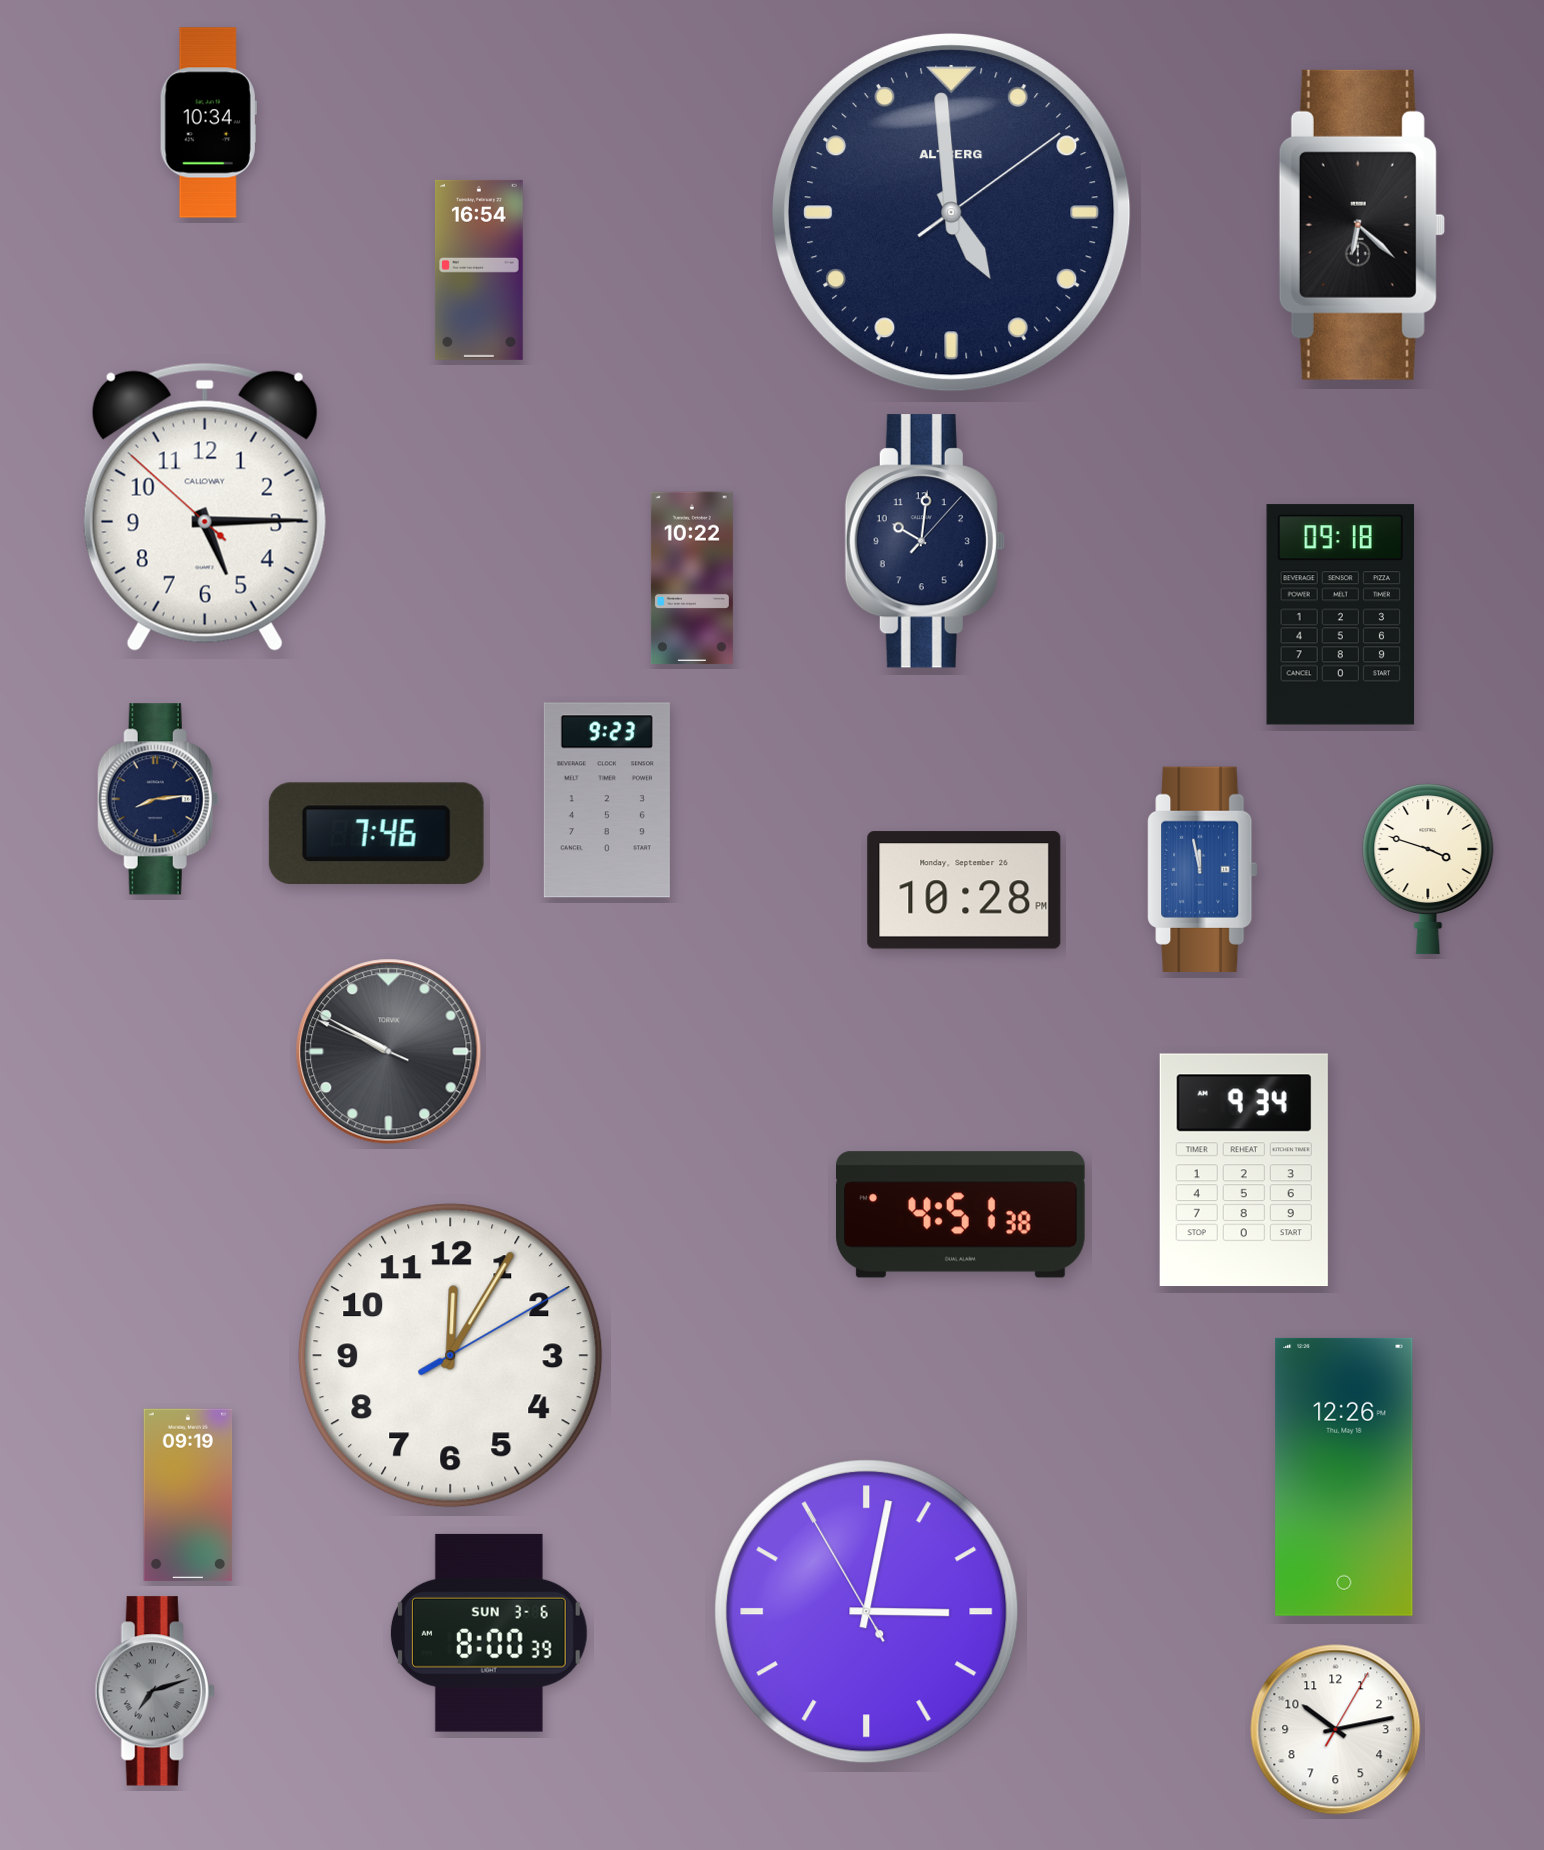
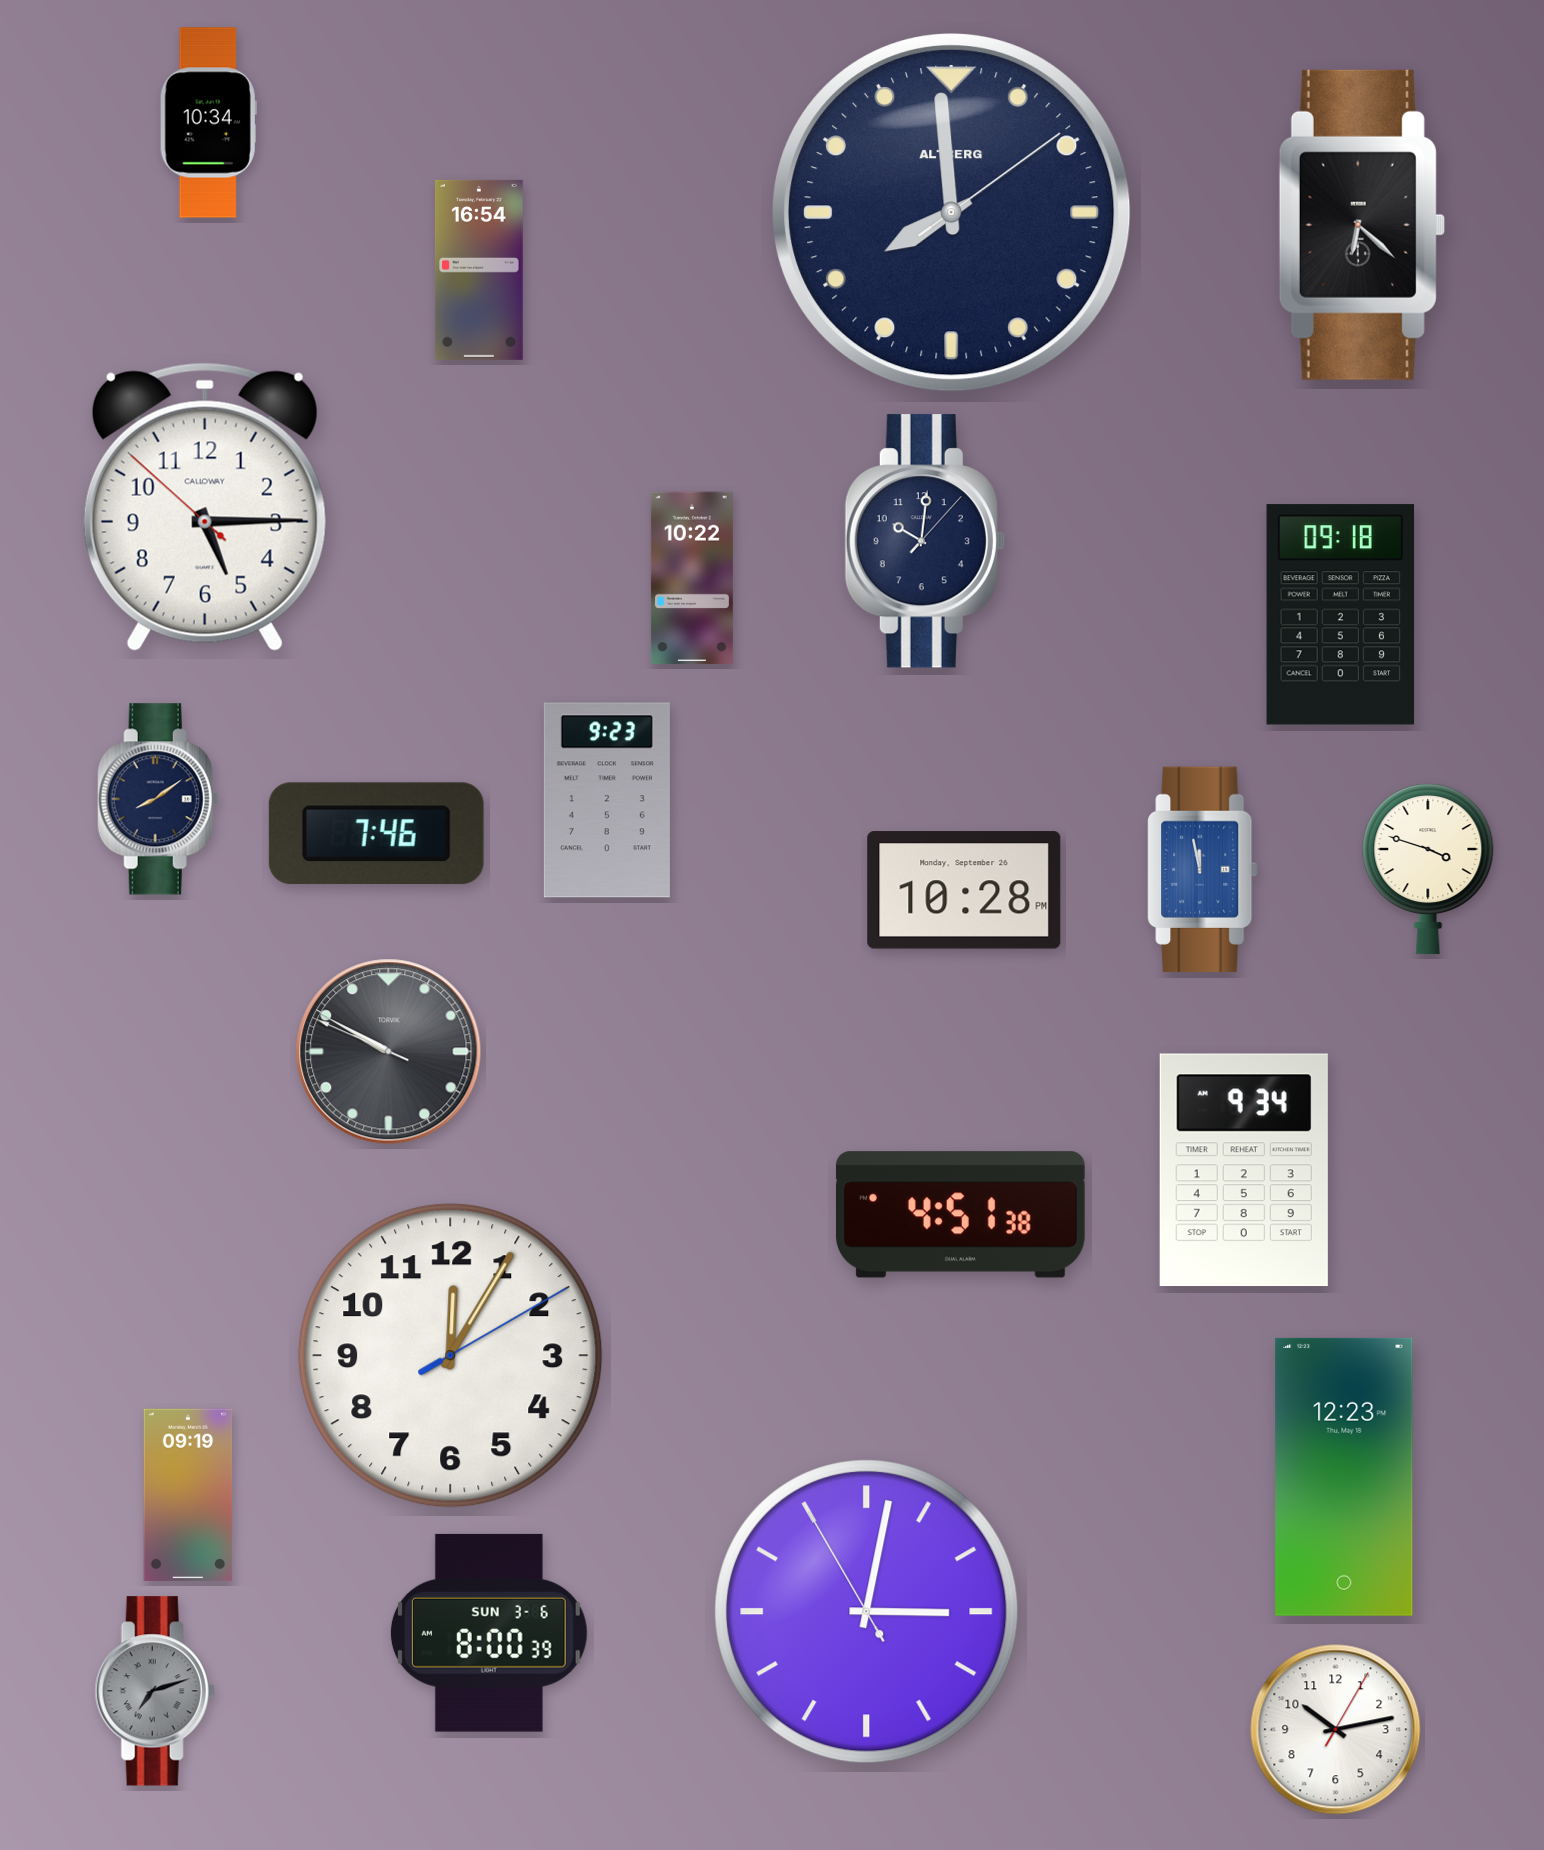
clock at (952, 213): 4:59 -> 7:59
clock at (158, 799): 8:14 -> 8:09
clock at (1344, 1477): 12:26 -> 12:23
